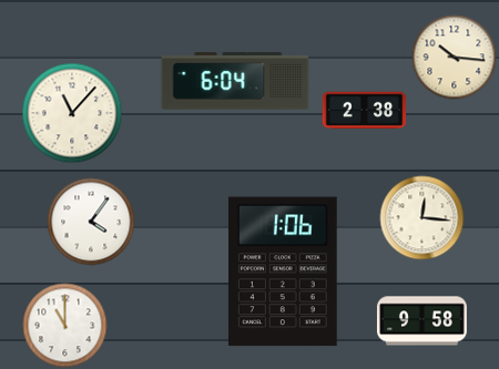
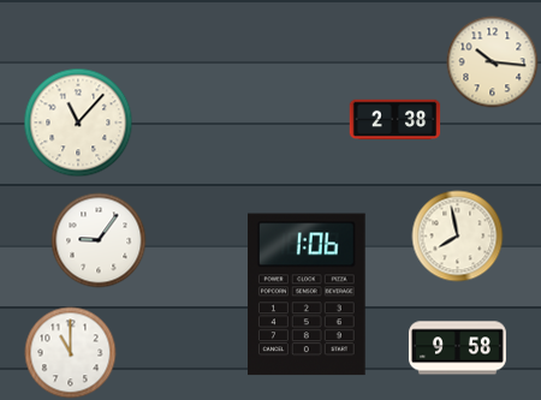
clock at (235, 81): 6:04 -> none
clock at (422, 218): 12:16 -> 7:58
clock at (91, 222): 4:06 -> 9:06
